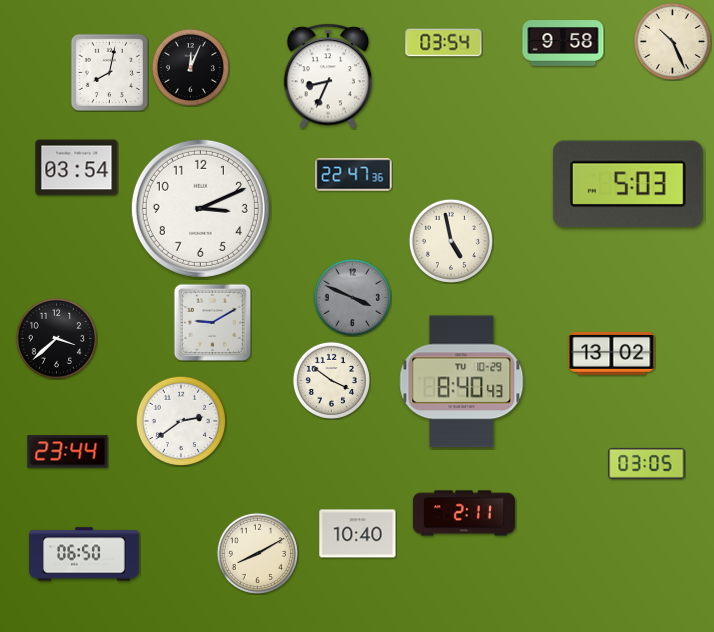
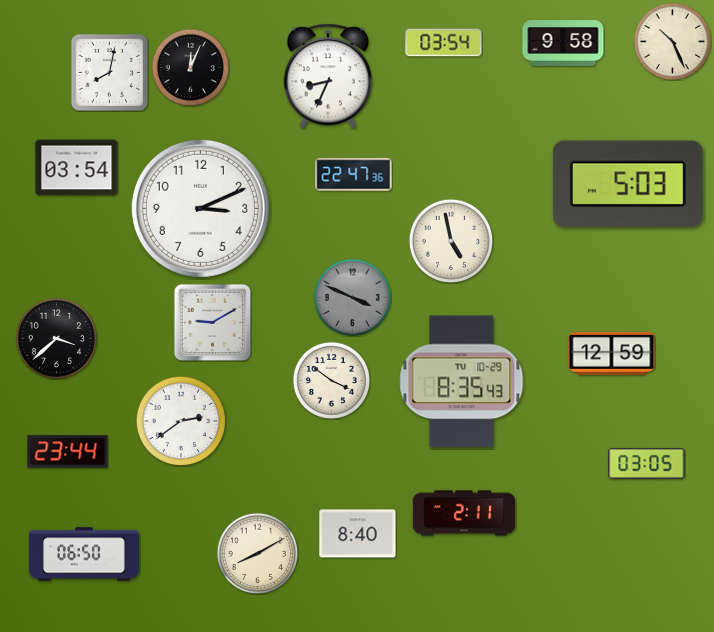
clock at (612, 353): 13:02 -> 12:59
clock at (462, 382): 8:40 -> 8:35
clock at (358, 534): 10:40 -> 8:40
